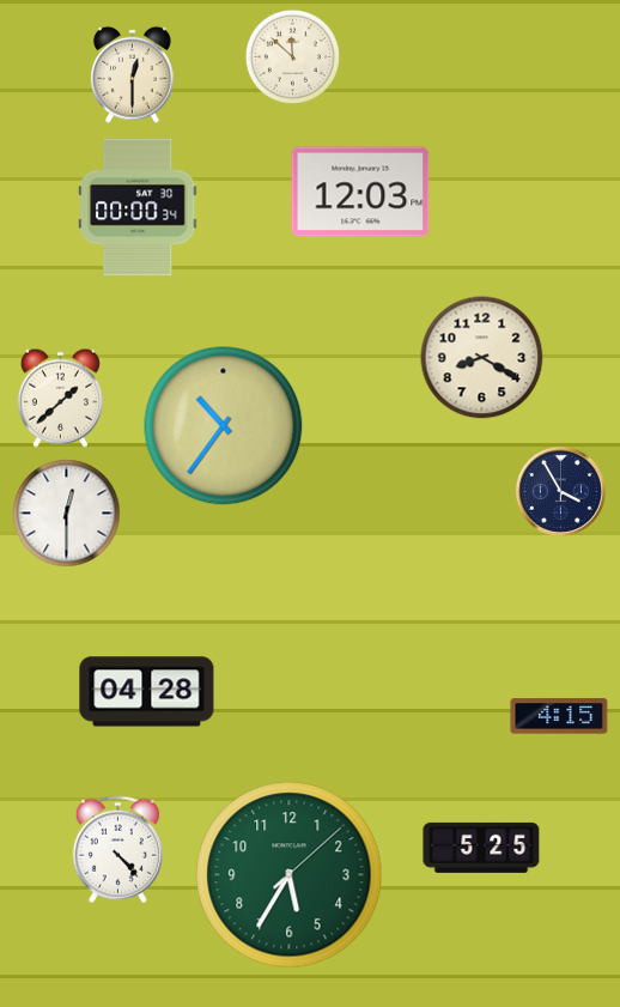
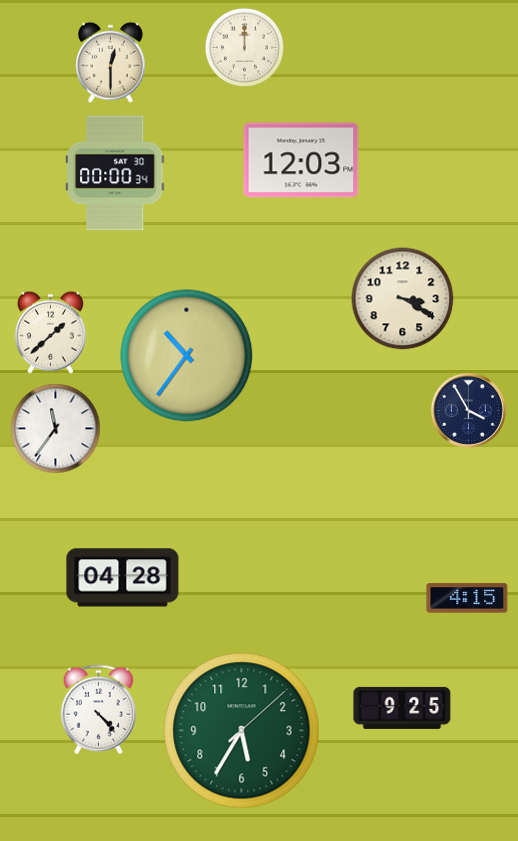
clock at (292, 56): 11:52 -> 12:00
clock at (482, 358): 8:20 -> 3:20
clock at (67, 514): 12:30 -> 11:36
clock at (481, 848): 5:25 -> 9:25
